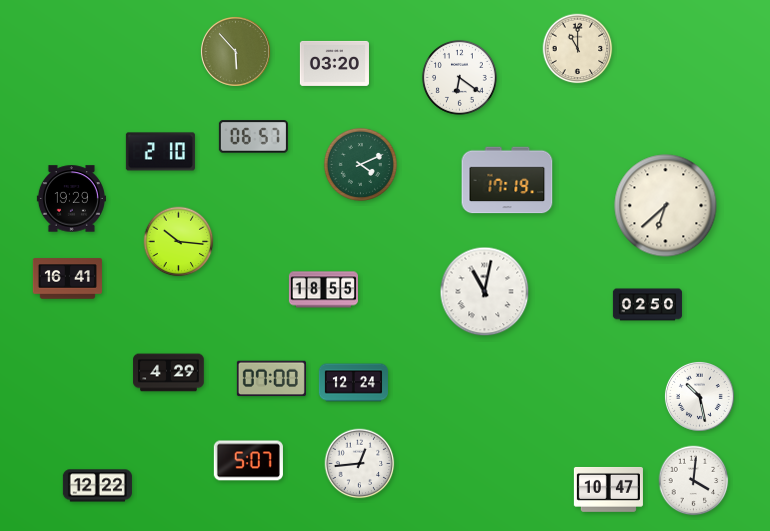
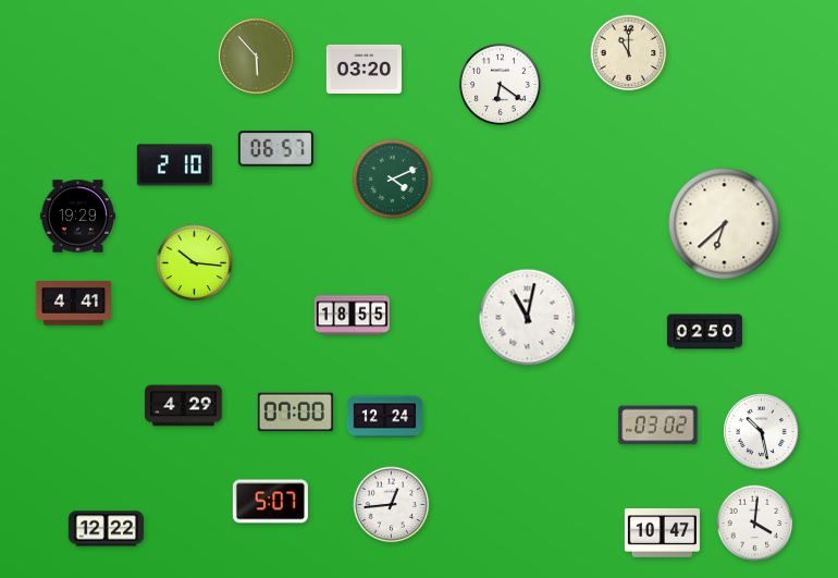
clock at (507, 180): 17:19 -> none
clock at (67, 279): 16:41 -> 4:41
clock at (658, 426): none -> 03:02
